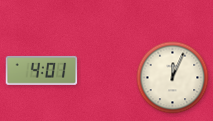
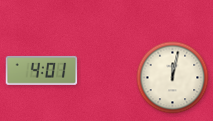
clock at (173, 78): 12:04 -> 12:02
